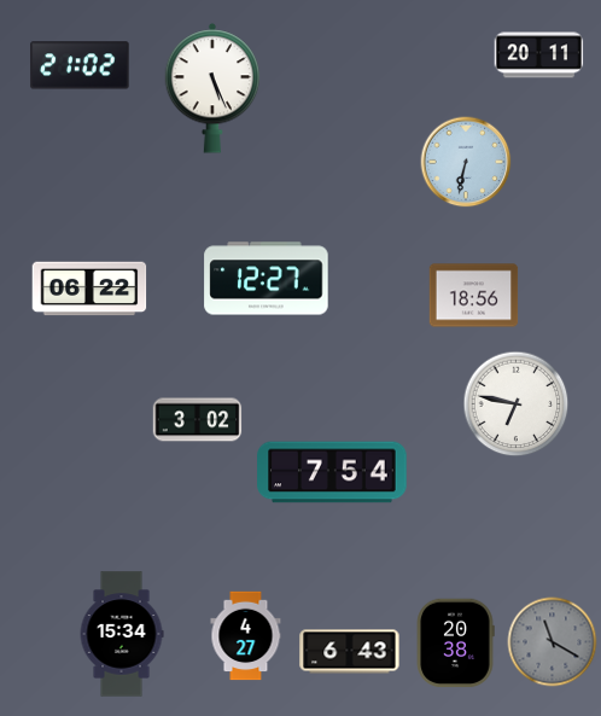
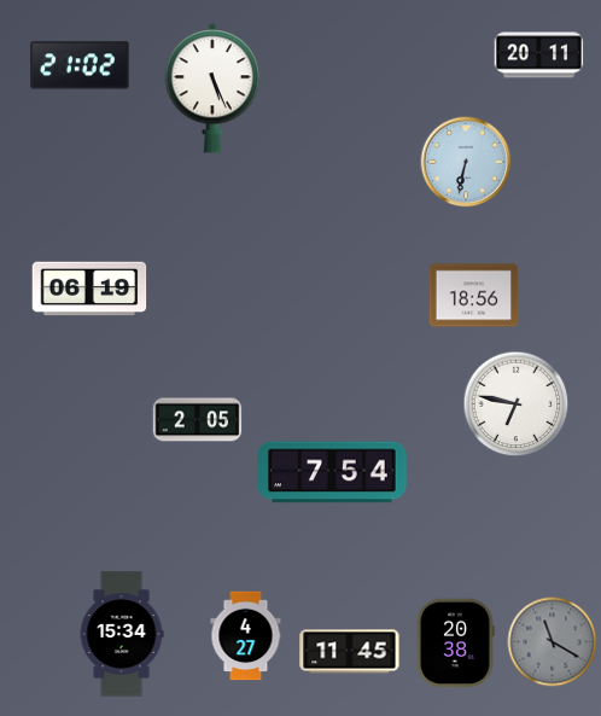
clock at (267, 279): 12:27 -> none
clock at (89, 289): 06:22 -> 06:19
clock at (198, 420): 3:02 -> 2:05
clock at (350, 652): 6:43 -> 11:45
